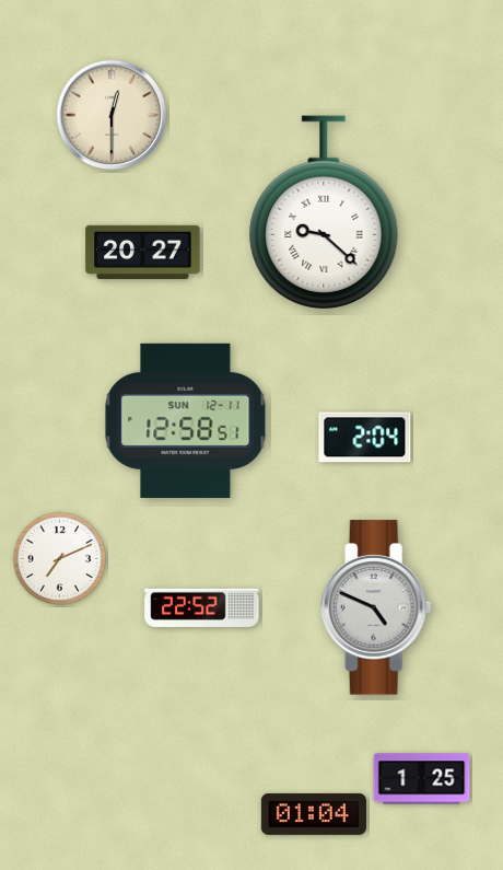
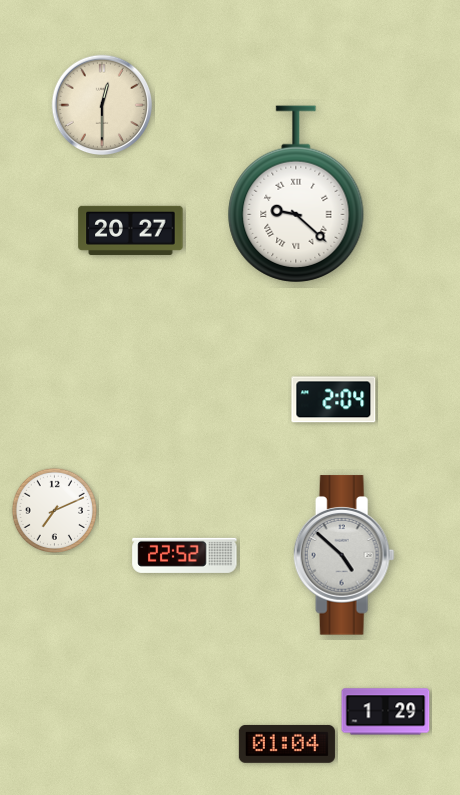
clock at (186, 420): 12:58 -> none
clock at (376, 607): 4:49 -> 4:52
clock at (422, 779): 1:25 -> 1:29
